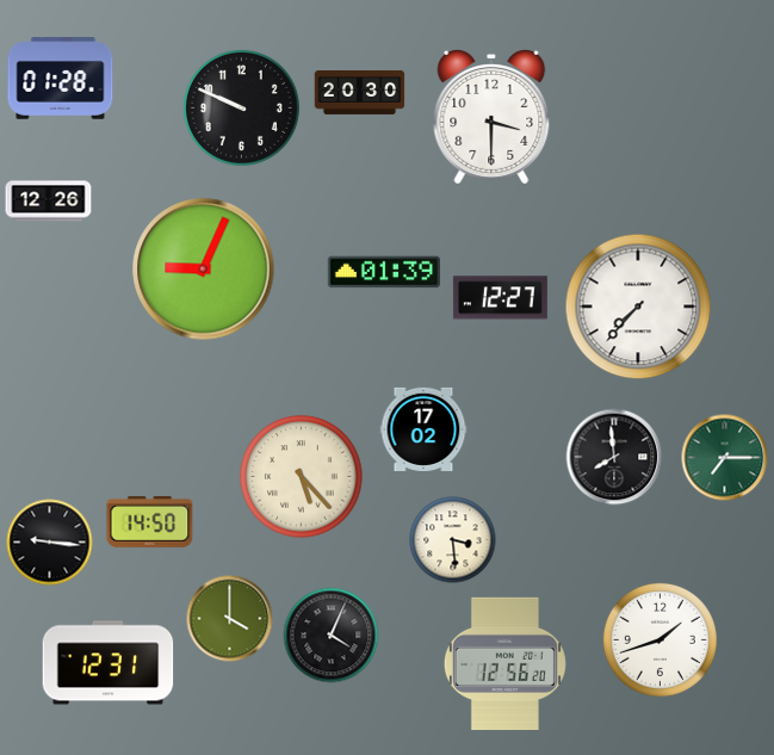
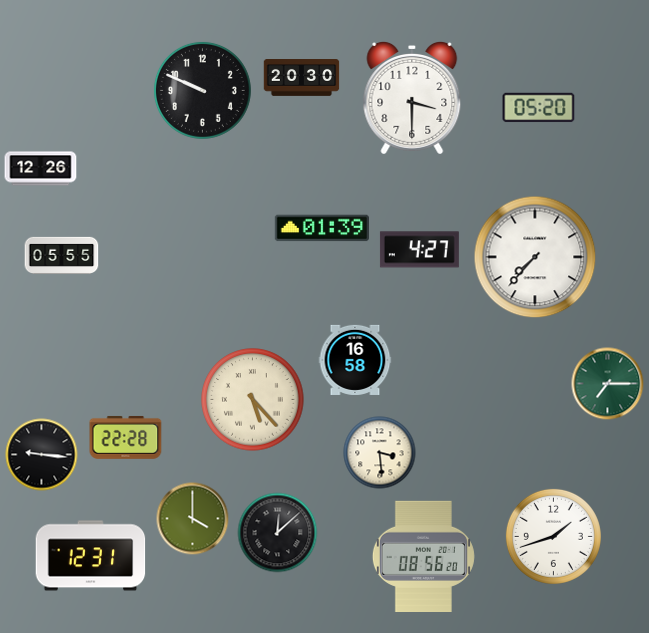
clock at (61, 79): 01:28 -> none
clock at (539, 108): none -> 05:20
clock at (204, 270): 9:04 -> none
clock at (500, 298): 12:27 -> 4:27
clock at (62, 255): none -> 05:55
clock at (423, 429): 17:02 -> 16:58
clock at (614, 457): 7:59 -> none
clock at (150, 521): 14:50 -> 22:28
clock at (332, 636): 4:04 -> 12:08
clock at (504, 663): 12:56 -> 08:56
